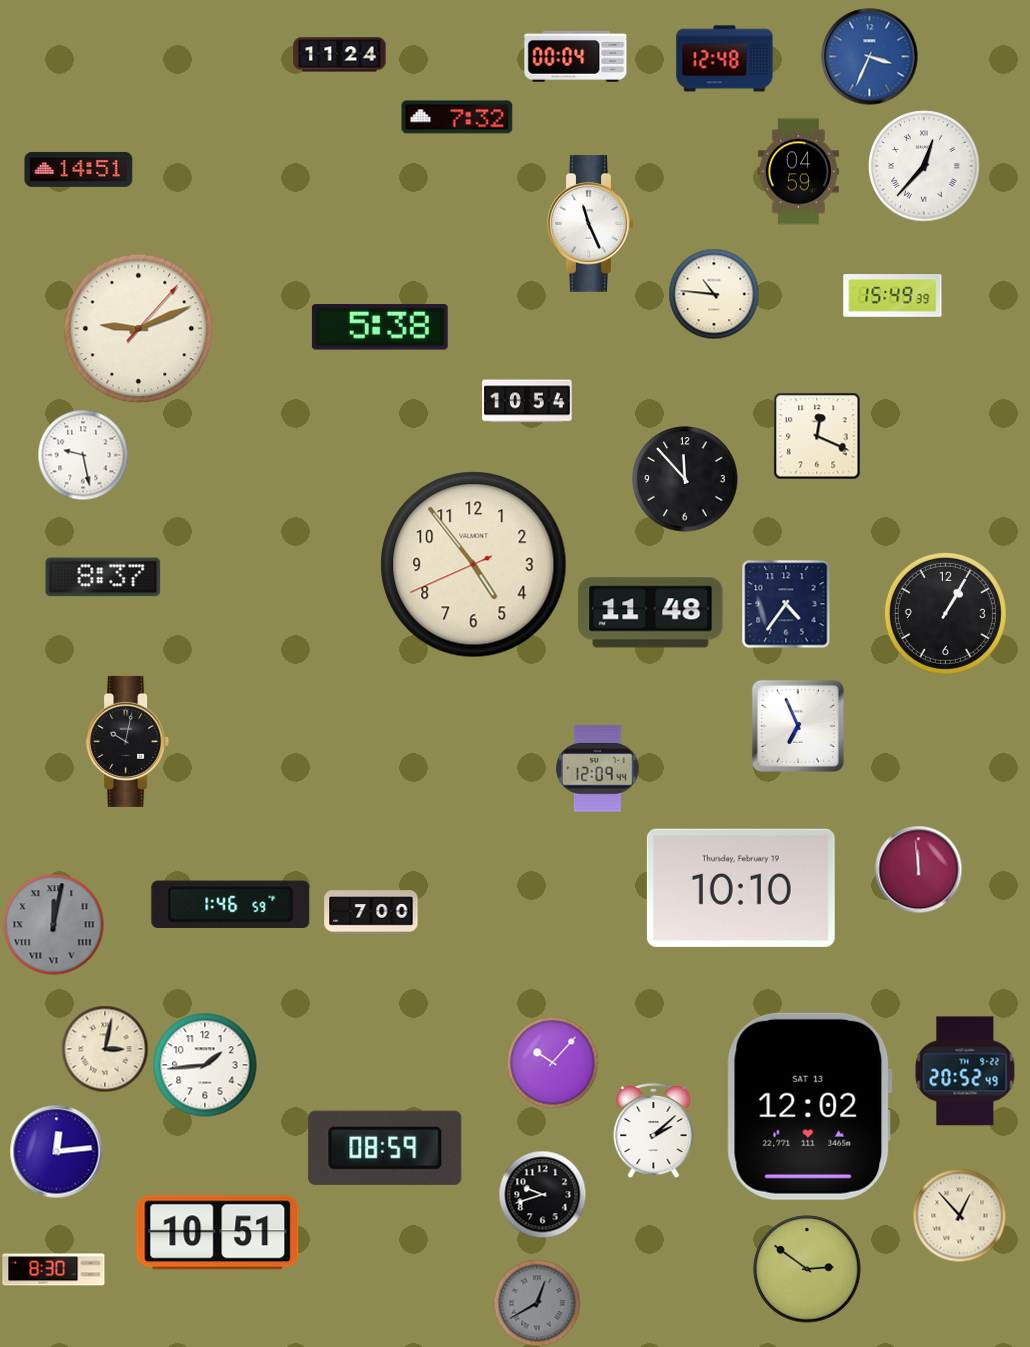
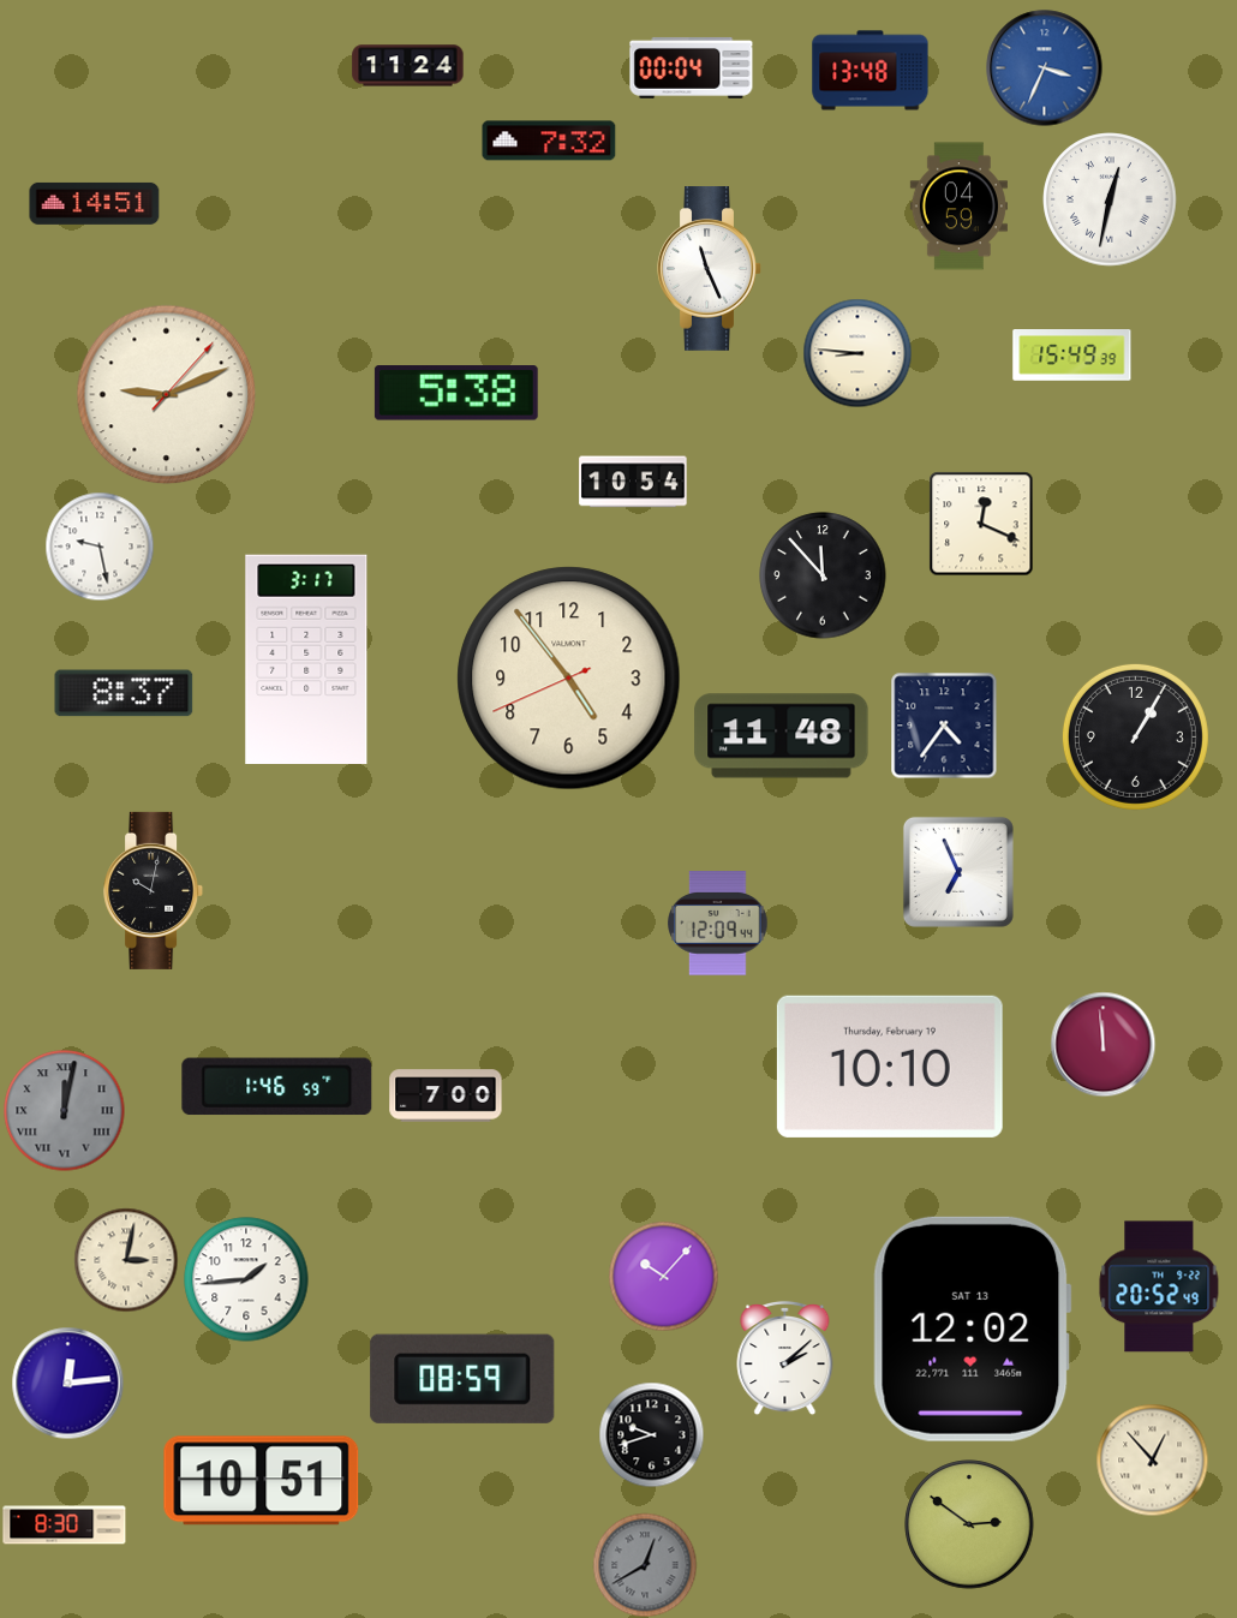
clock at (725, 59): 12:48 -> 13:48
clock at (924, 166): 12:37 -> 12:32
clock at (714, 294): 10:46 -> 8:46
clock at (306, 658): none -> 3:17
